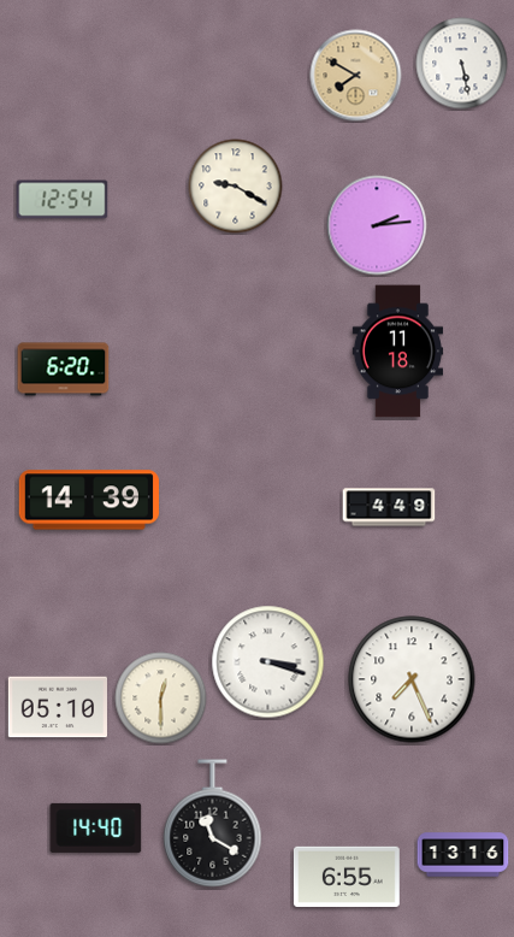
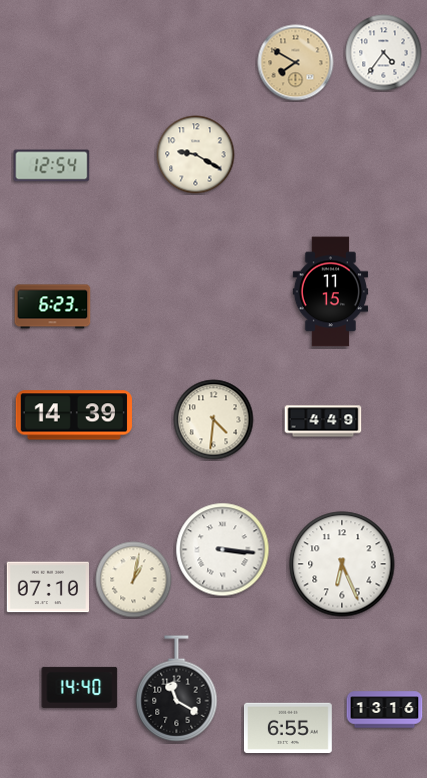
clock at (462, 64): 5:28 -> 4:36
clock at (377, 225): 2:14 -> none
clock at (398, 352): 11:18 -> 11:15
clock at (64, 370): 6:20 -> 6:23
clock at (214, 420): none -> 4:31
clock at (268, 662): 3:18 -> 3:16
clock at (412, 679): 7:26 -> 6:26
clock at (161, 699): 12:30 -> 1:02
clock at (57, 707): 05:10 -> 07:10
clock at (213, 824) position: (213, 824) -> (177, 689)
